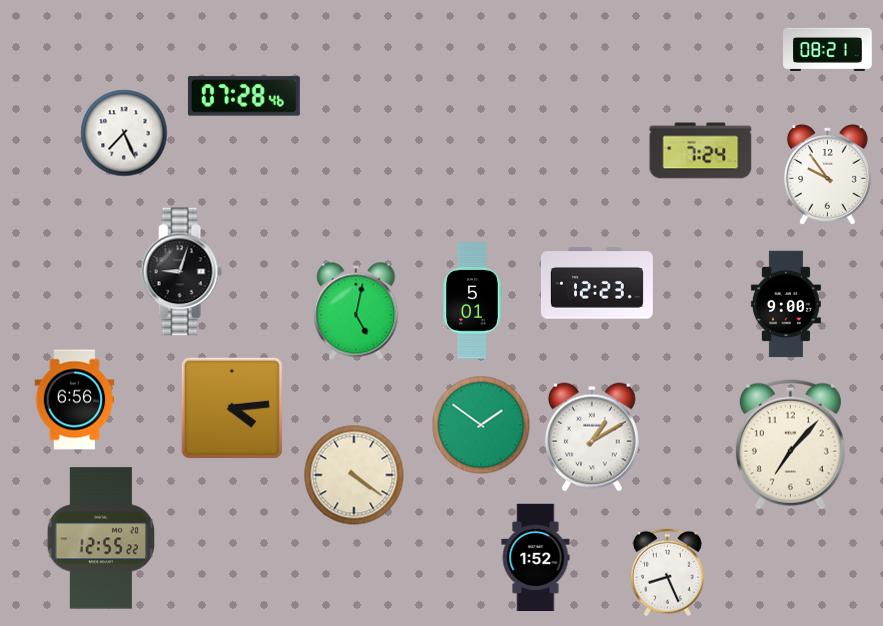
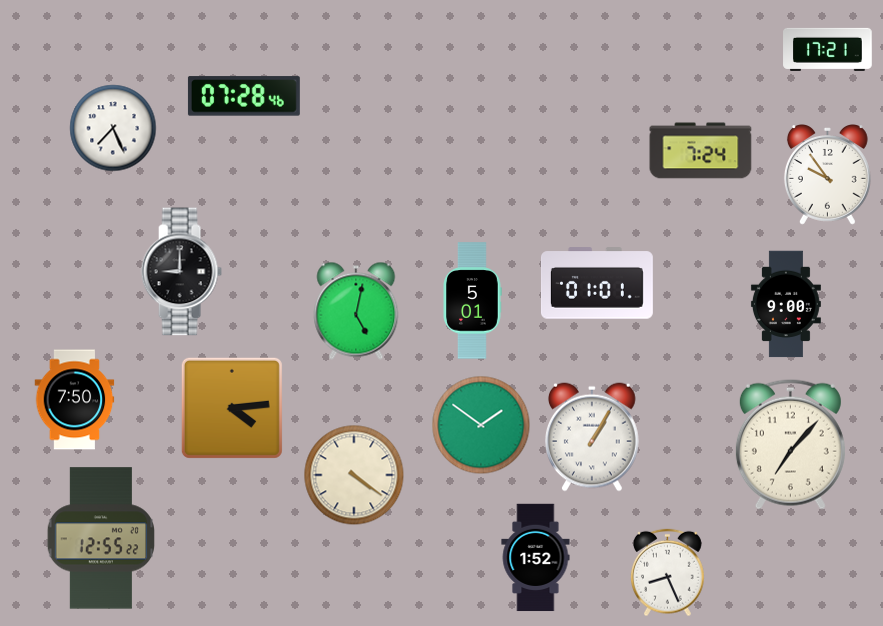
clock at (828, 49): 08:21 -> 17:21
clock at (124, 133) position: (124, 133) -> (113, 128)
clock at (181, 272): 9:03 -> 9:00
clock at (597, 283): 12:23 -> 01:01
clock at (75, 400): 6:56 -> 7:50
clock at (592, 437): 1:10 -> 1:05
